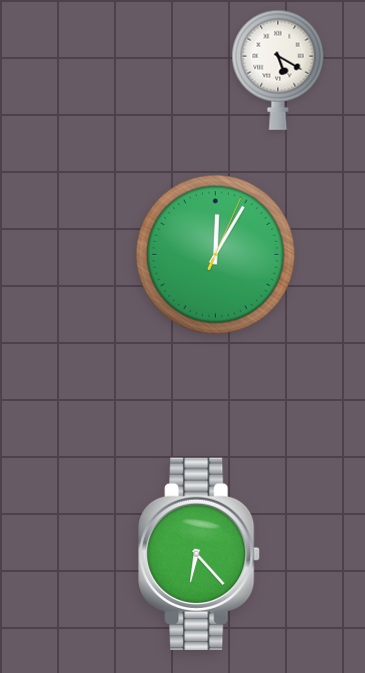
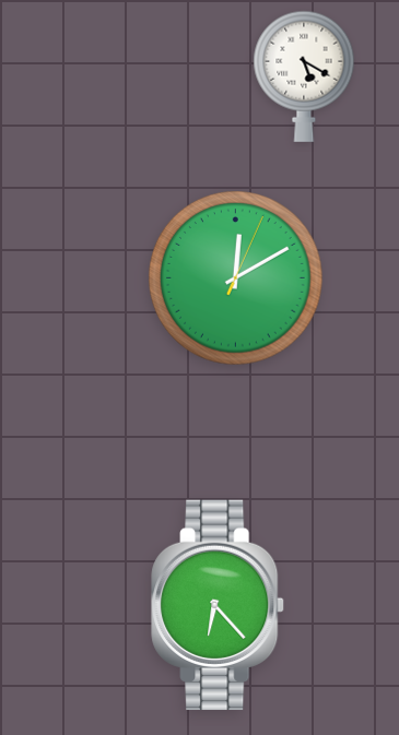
clock at (216, 255): 12:05 -> 12:10
